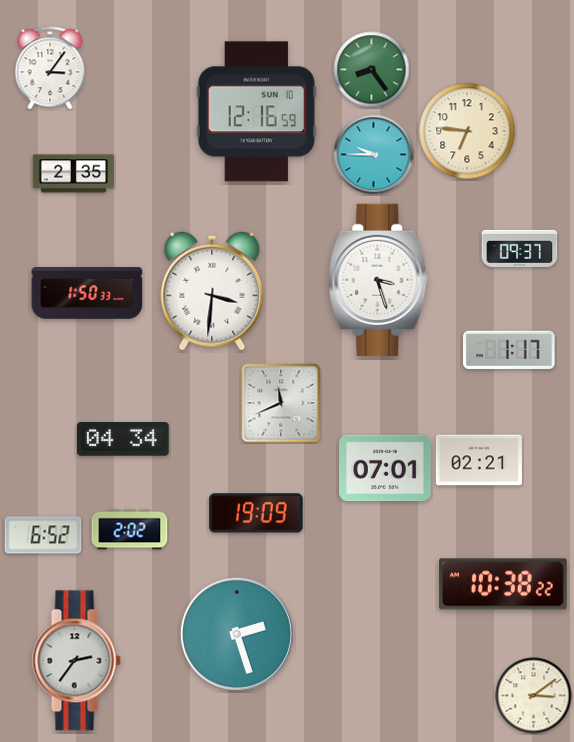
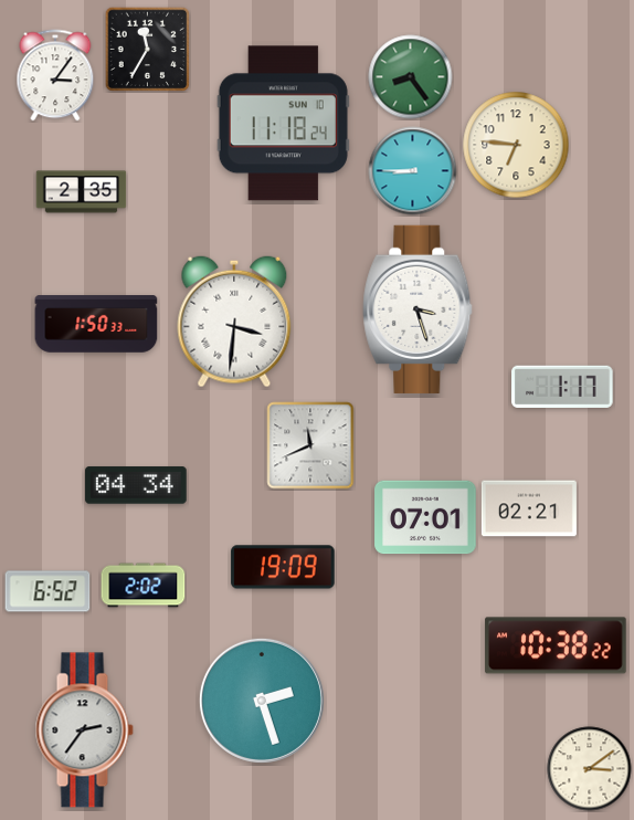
clock at (147, 49): none -> 11:35
clock at (256, 112): 12:16 -> 11:18
clock at (374, 155): 9:45 -> 8:45
clock at (520, 248): 09:37 -> none
